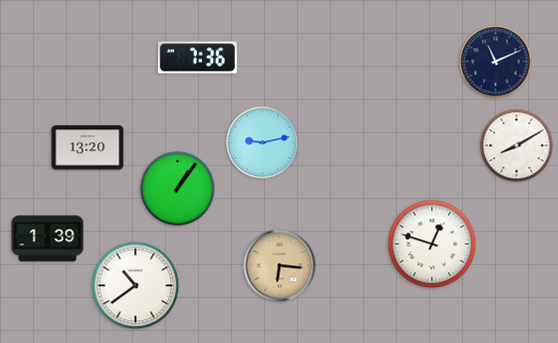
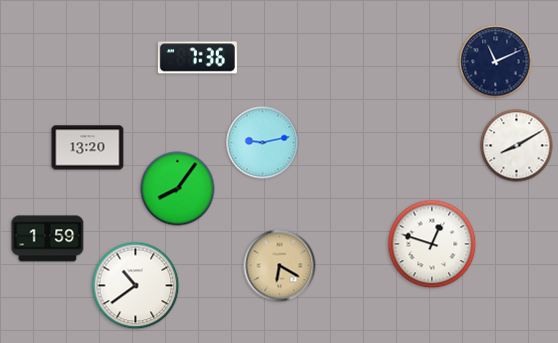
clock at (178, 189): 1:06 -> 8:06
clock at (48, 239): 1:39 -> 1:59
clock at (280, 266): 6:16 -> 6:20
